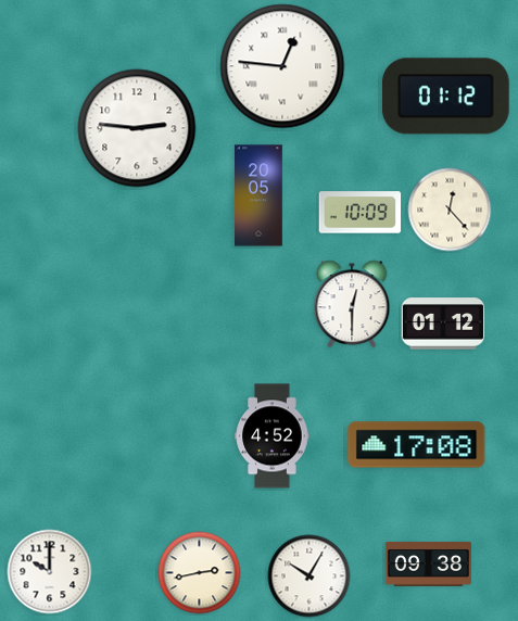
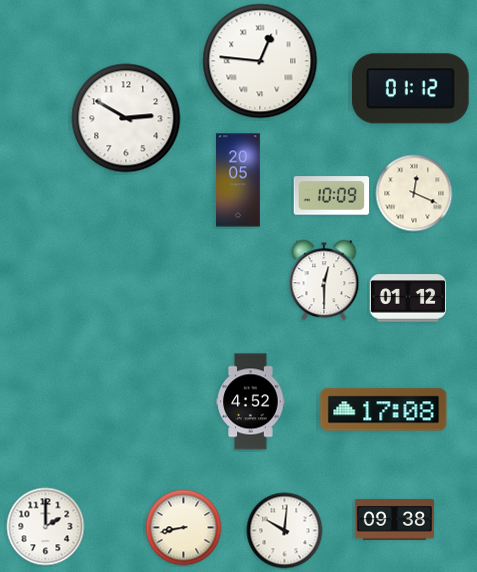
clock at (137, 128): 2:46 -> 2:50
clock at (450, 210): 12:23 -> 12:19
clock at (50, 572): 10:00 -> 2:00
clock at (200, 573): 2:43 -> 8:43
clock at (309, 576): 10:05 -> 10:01
